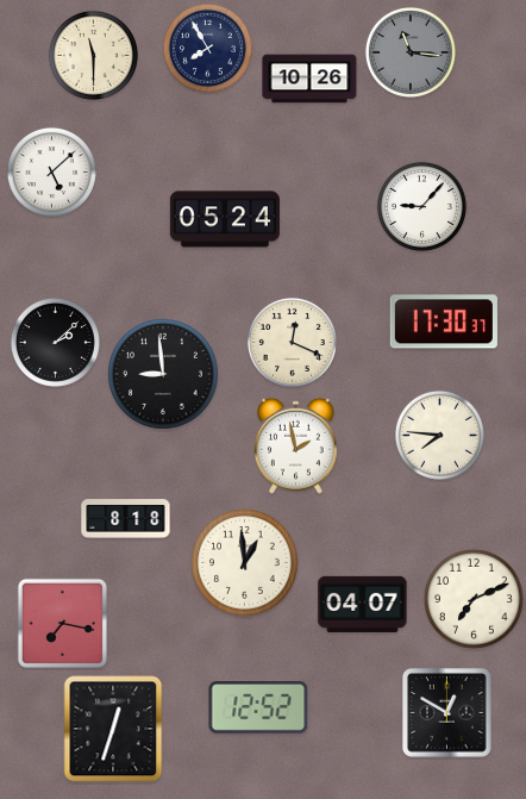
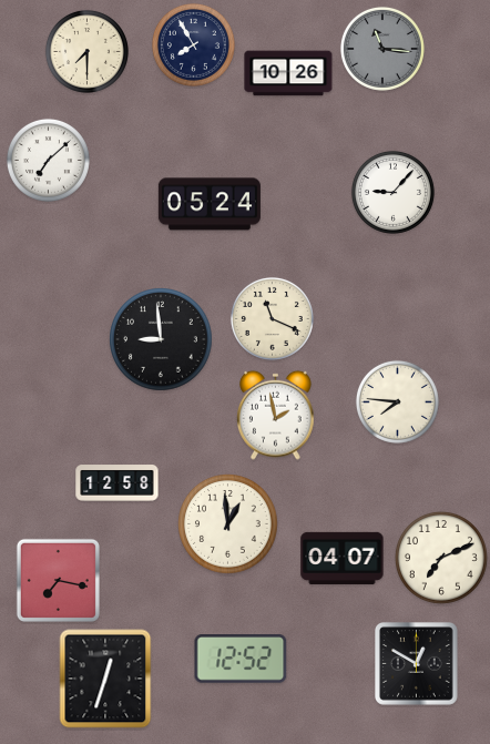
clock at (93, 55): 11:30 -> 7:30
clock at (51, 171): 5:08 -> 7:08
clock at (444, 322): 17:30 -> none
clock at (55, 342): 2:08 -> none
clock at (292, 342): 12:19 -> 11:19
clock at (163, 374) position: (163, 374) -> (161, 339)
clock at (439, 435) position: (439, 435) -> (397, 401)
clock at (126, 519): 8:18 -> 12:58
clock at (363, 604) position: (363, 604) -> (343, 558)
